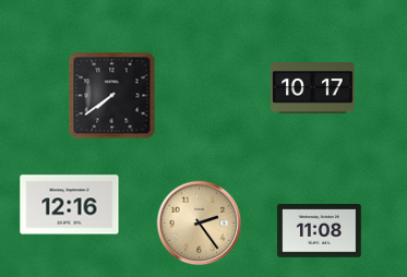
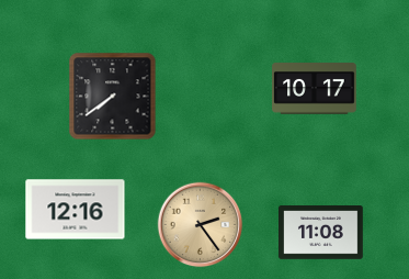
clock at (70, 205) position: (70, 205) -> (76, 210)
